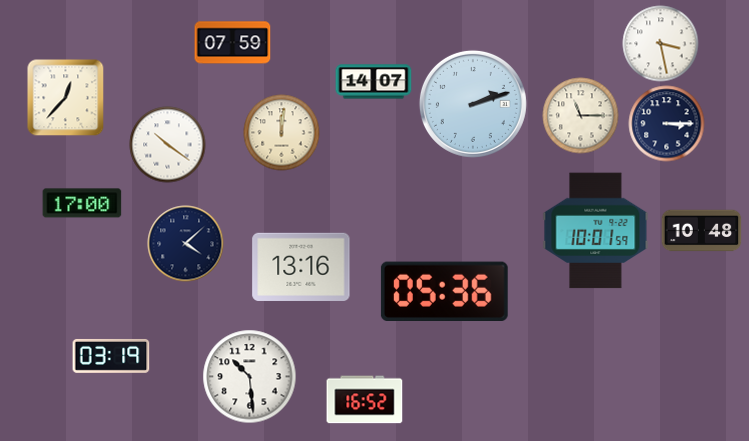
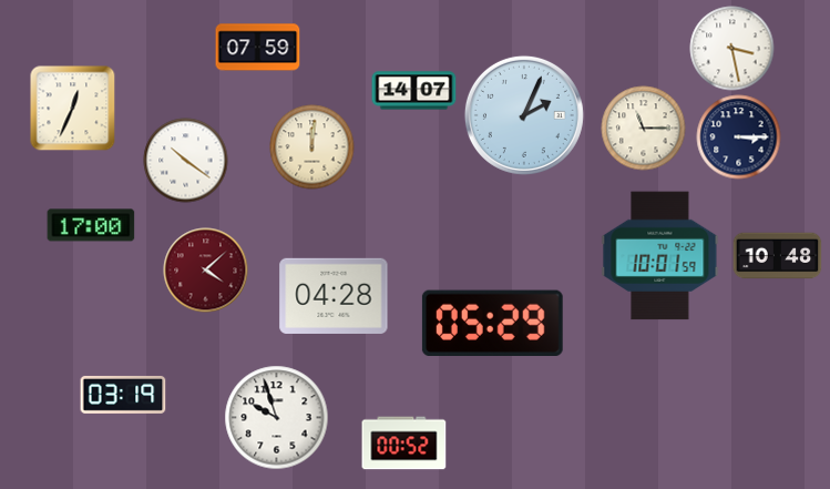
clock at (66, 98): 12:37 -> 12:34
clock at (473, 104): 2:12 -> 2:04
clock at (186, 244) dial: navy -> burgundy
clock at (301, 267): 13:16 -> 04:28
clock at (444, 291): 05:36 -> 05:29
clock at (250, 377): 10:29 -> 9:57
clock at (365, 400): 16:52 -> 00:52
